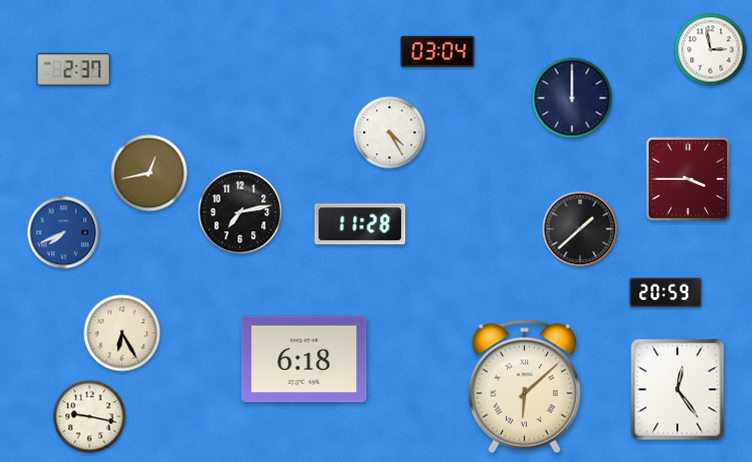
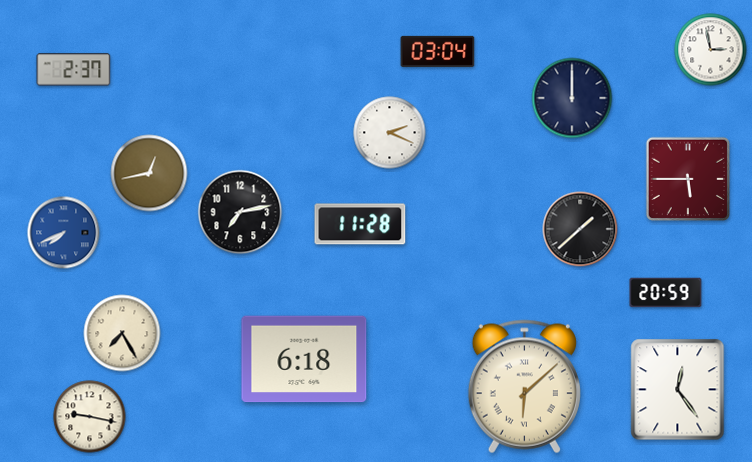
clock at (390, 133): 4:25 -> 2:19
clock at (687, 178): 3:45 -> 5:45
clock at (122, 333): 6:25 -> 7:25
